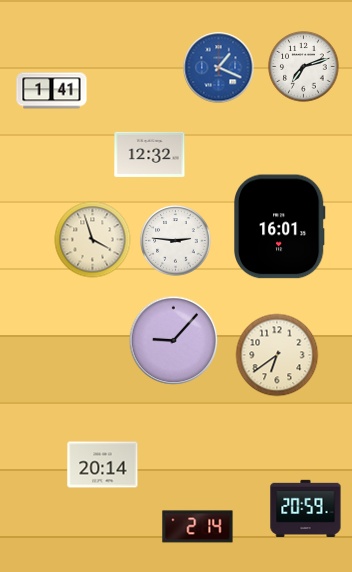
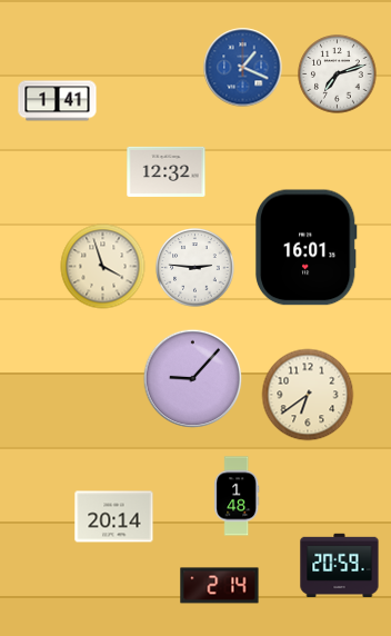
clock at (219, 68) position: (219, 68) -> (243, 68)
clock at (280, 227) position: (280, 227) -> (307, 248)
clock at (237, 496): none -> 1:48
